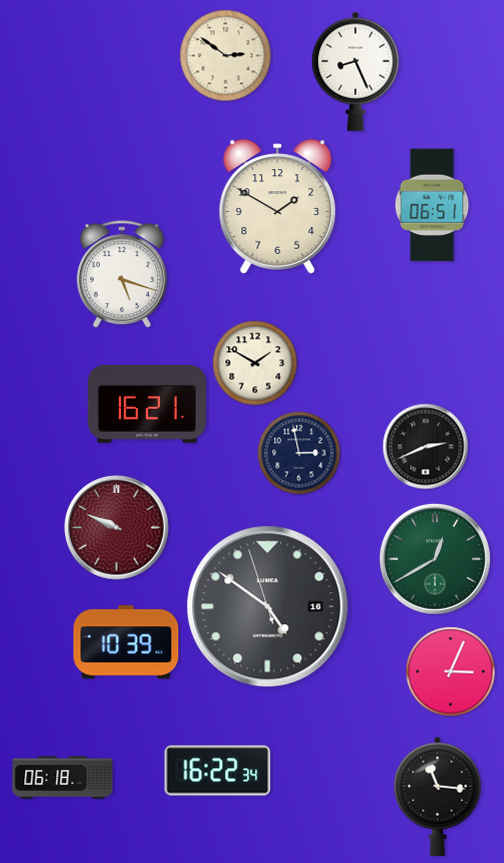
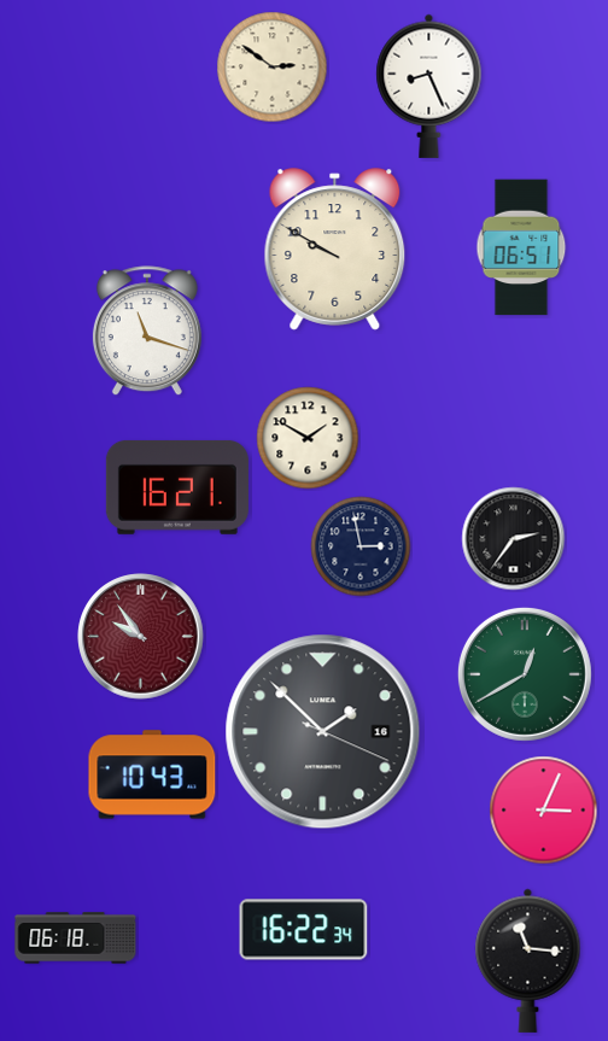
clock at (278, 207): 1:50 -> 9:50
clock at (122, 275): 5:18 -> 11:18
clock at (426, 447): 2:41 -> 2:36
clock at (117, 528): 9:49 -> 9:54
clock at (268, 607): 4:50 -> 1:52
clock at (126, 642): 10:39 -> 10:43
clock at (218, 771) position: (218, 771) -> (304, 930)
